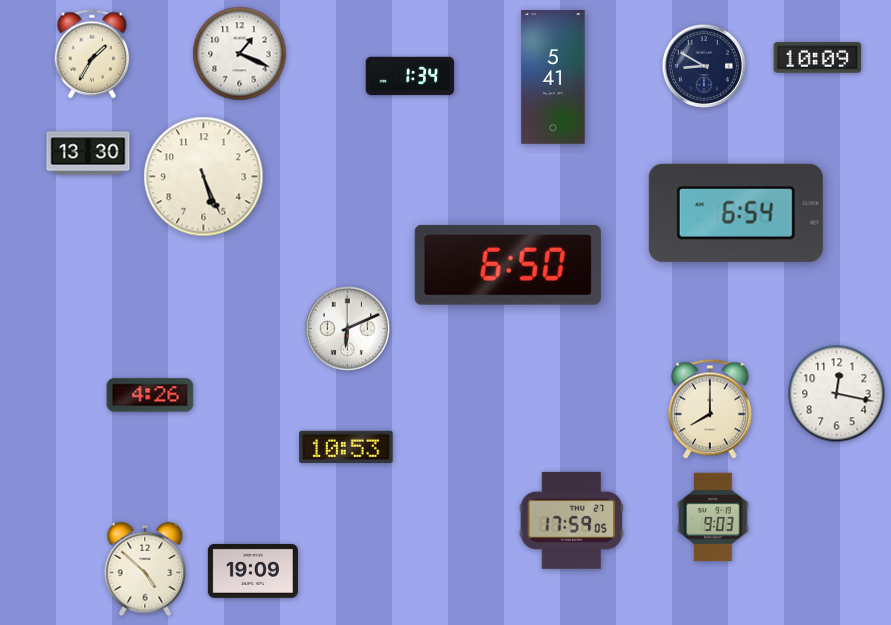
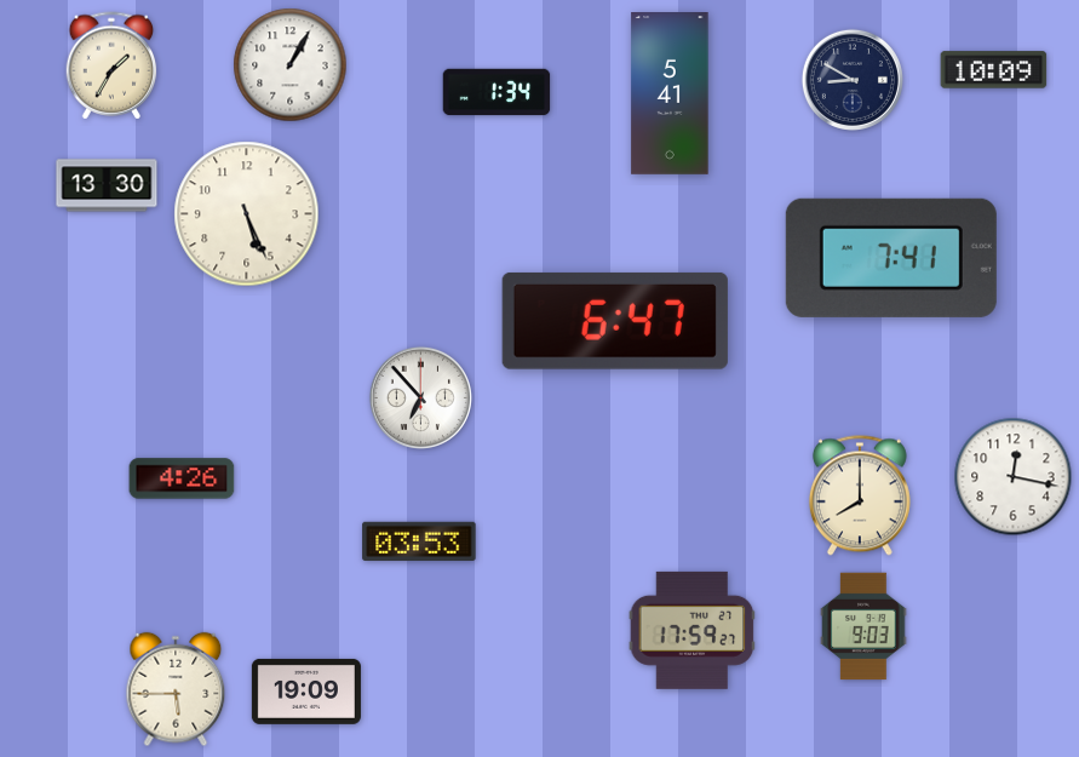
clock at (240, 54): 1:19 -> 1:05
clock at (818, 58) position: (818, 58) -> (994, 70)
clock at (736, 213): 6:54 -> 7:41
clock at (508, 265): 6:50 -> 6:47
clock at (347, 328): 6:11 -> 6:53
clock at (346, 447): 10:53 -> 03:53
clock at (572, 520): 17:59:05 -> 17:59:27
clock at (145, 569): 4:52 -> 5:45
